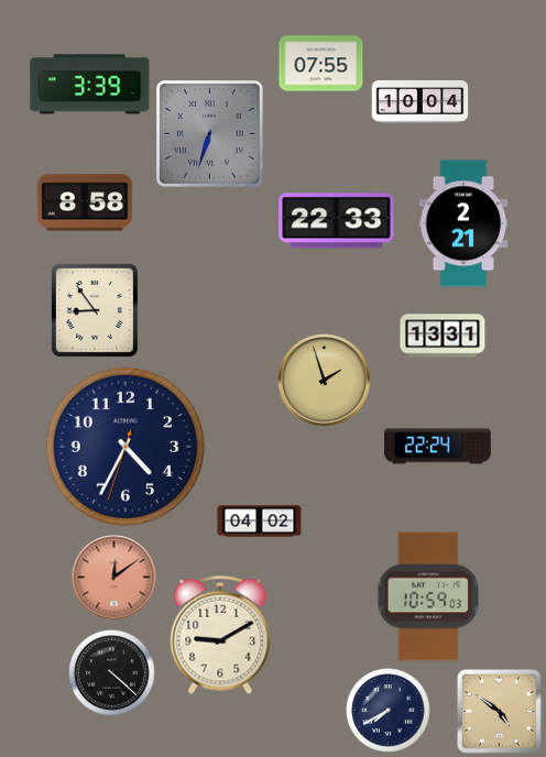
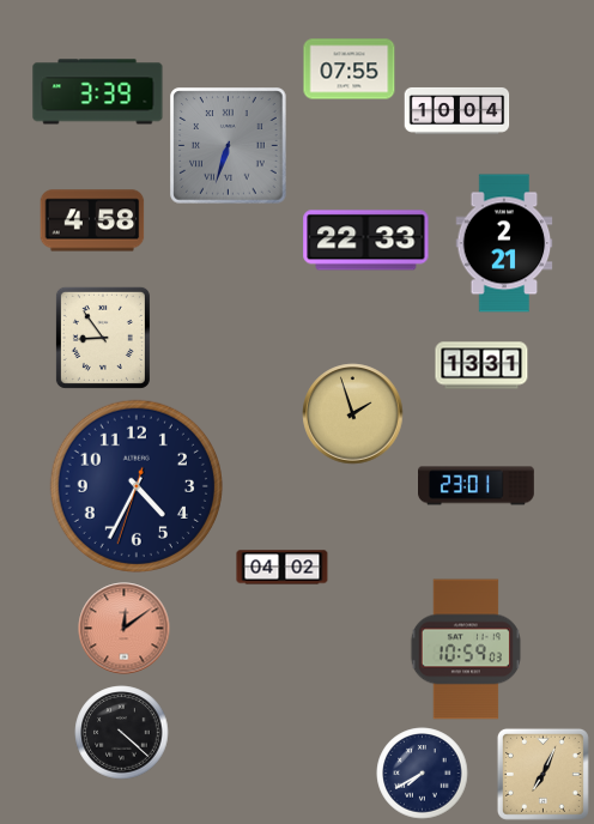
clock at (85, 202): 8:58 -> 4:58
clock at (438, 447): 22:24 -> 23:01
clock at (220, 635): 9:10 -> none
clock at (499, 711): 4:51 -> 7:04
